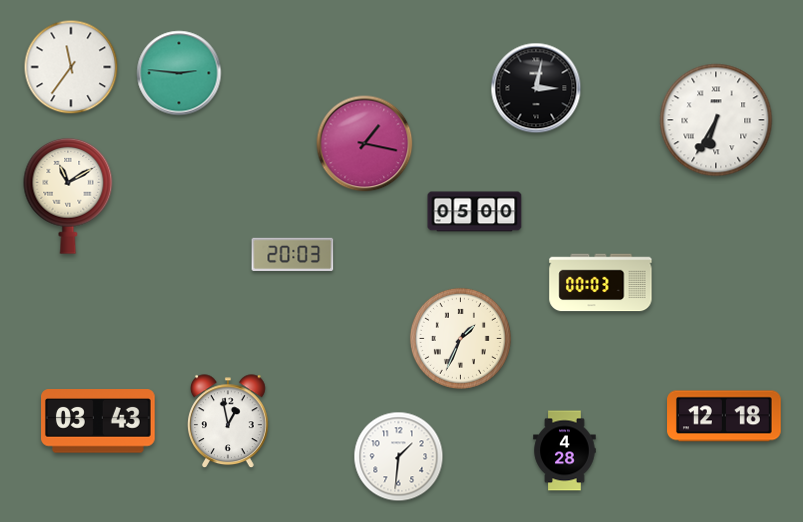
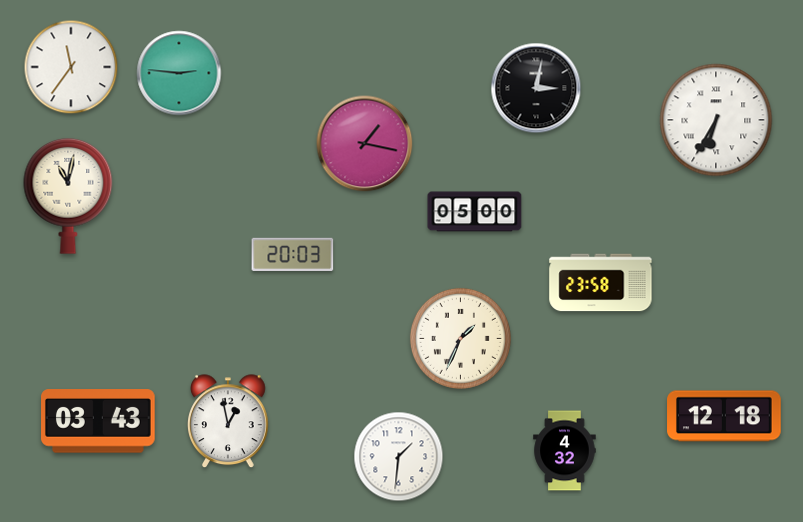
clock at (68, 196): 11:10 -> 11:02
clock at (601, 283): 00:03 -> 23:58
clock at (565, 451): 4:28 -> 4:32
